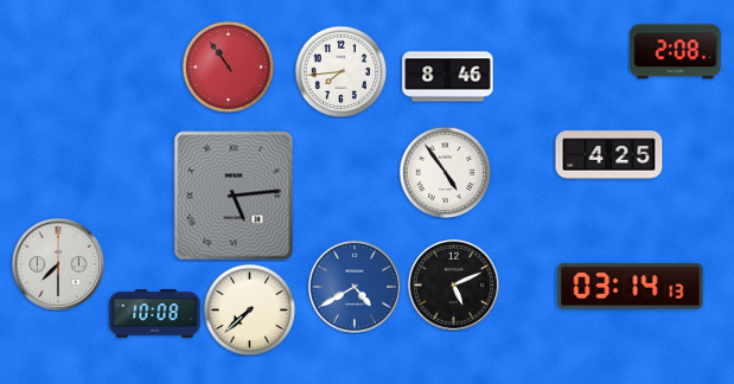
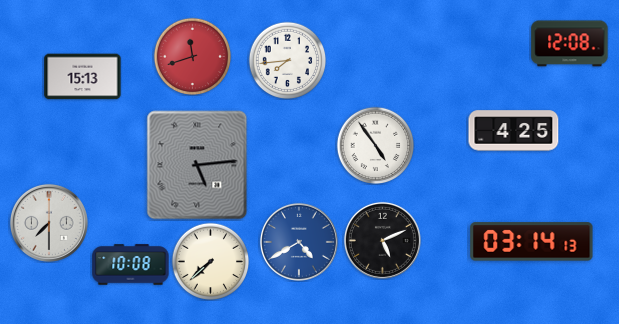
clock at (676, 52): 2:08 -> 12:08
clock at (228, 66): 10:54 -> 11:42
clock at (448, 77): 8:46 -> none
clock at (83, 77): none -> 15:13
